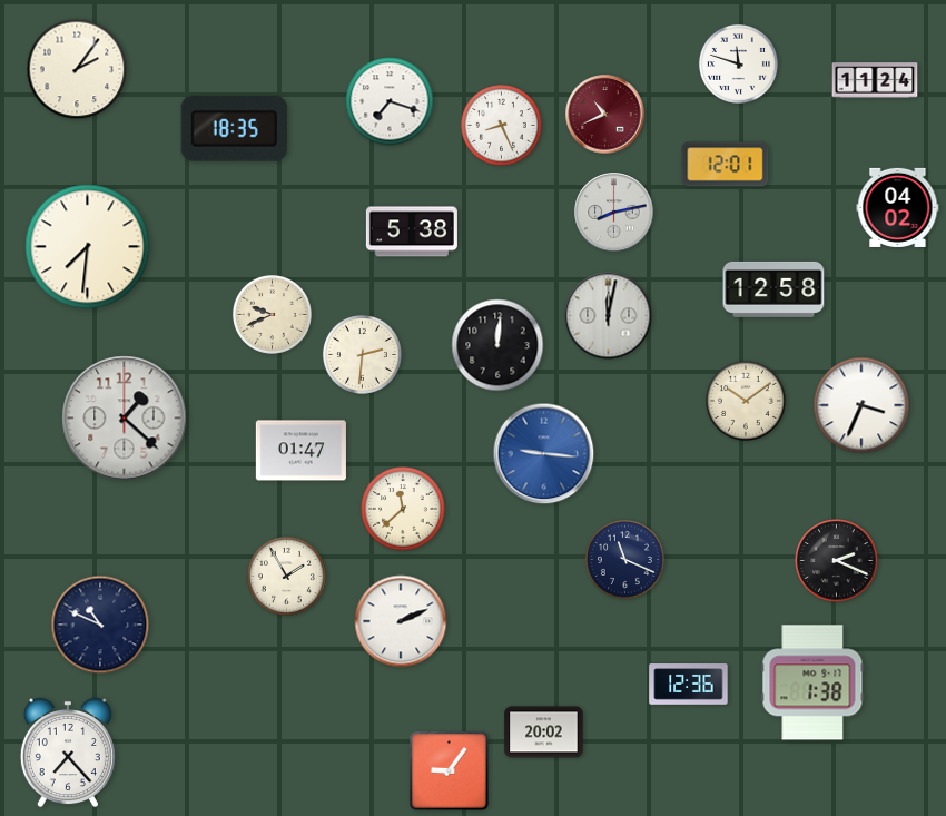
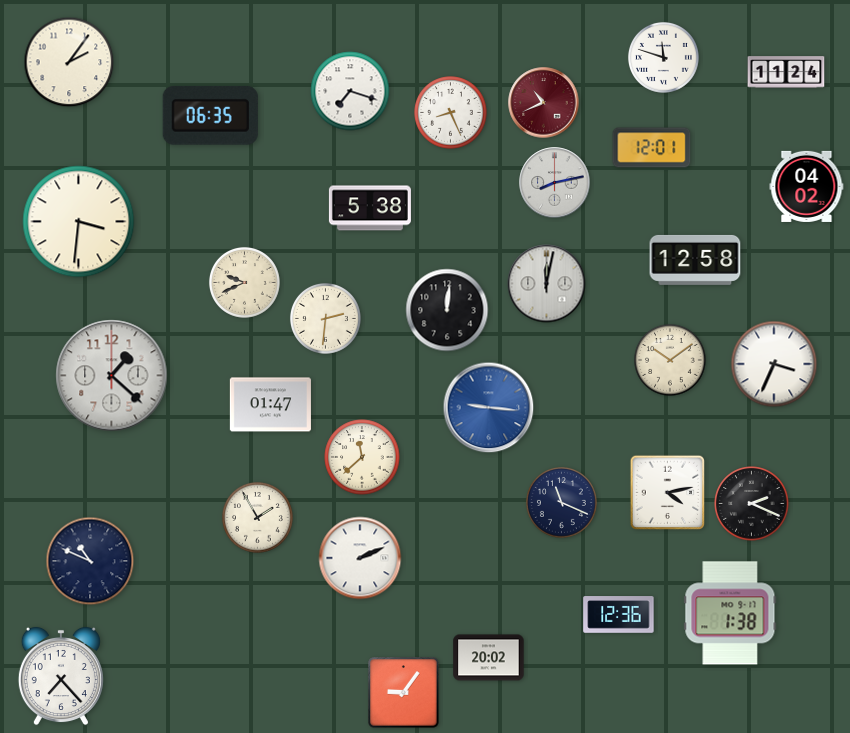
clock at (234, 129): 18:35 -> 06:35
clock at (614, 213) position: (614, 213) -> (555, 183)
clock at (88, 247): 7:31 -> 3:31
clock at (668, 493): none -> 4:13
